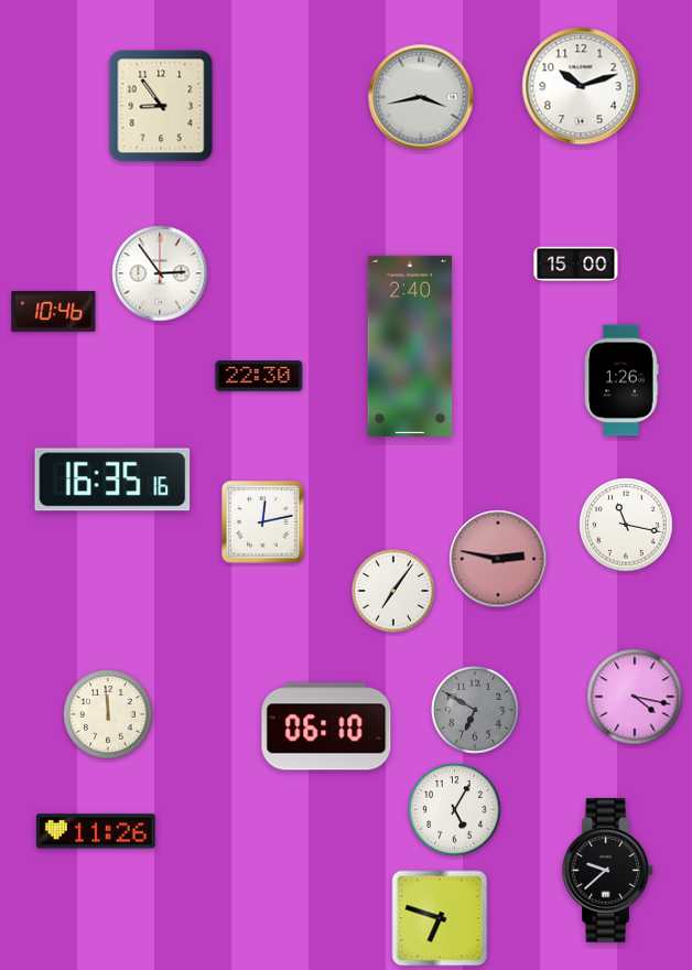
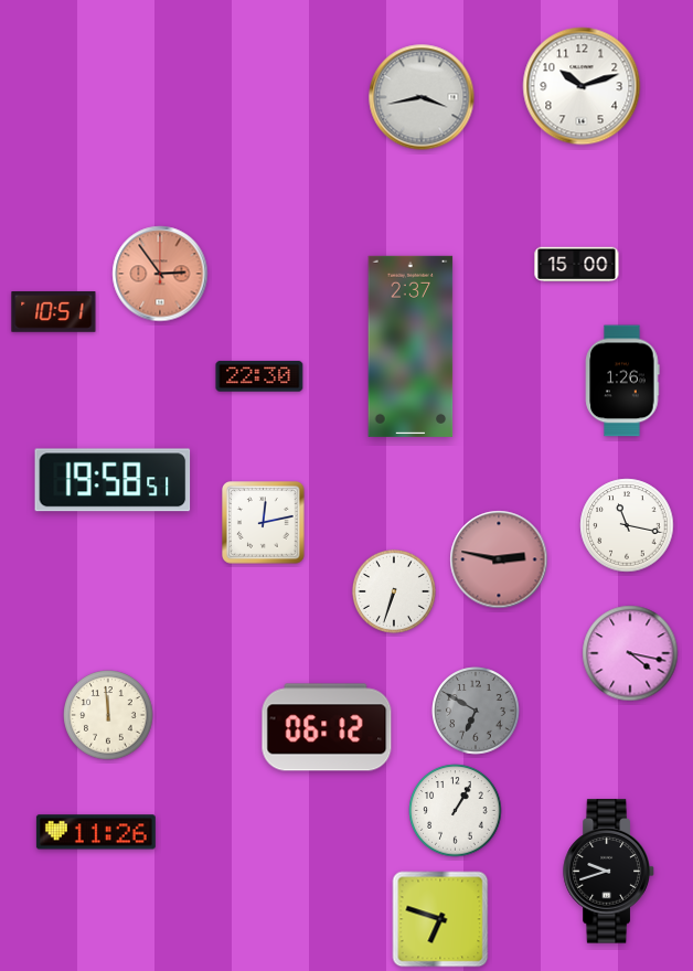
clock at (161, 106): 8:54 -> none
clock at (160, 273) dial: white -> salmon
clock at (54, 312): 10:46 -> 10:51
clock at (410, 346): 2:40 -> 2:37
clock at (112, 479): 16:35 -> 19:58
clock at (393, 591): 7:06 -> 6:33
clock at (635, 697) position: (635, 697) -> (630, 653)
clock at (326, 726): 06:10 -> 06:12
clock at (455, 810): 5:05 -> 1:05
clock at (608, 871): 9:38 -> 9:42
